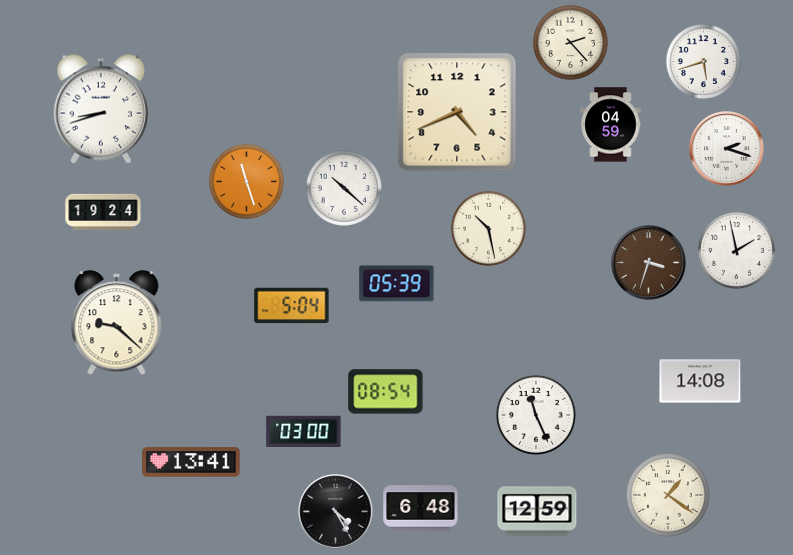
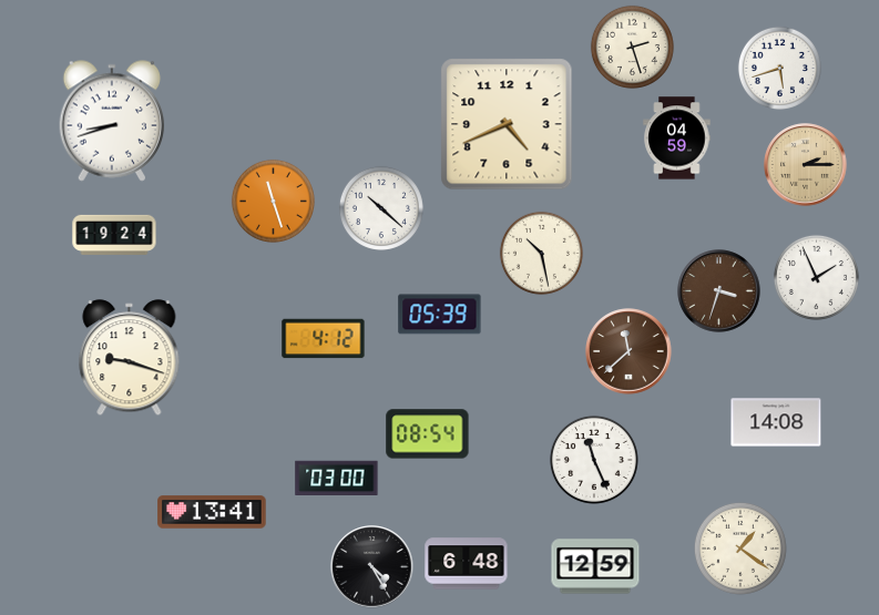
clock at (570, 42): 2:23 -> 2:27
clock at (727, 149): 2:18 -> 2:15
clock at (727, 149) dial: white -> champagne
clock at (736, 250): 1:58 -> 1:56
clock at (292, 306): 5:04 -> 4:12
clock at (628, 351): none -> 11:38
clock at (117, 323): 9:22 -> 9:18
